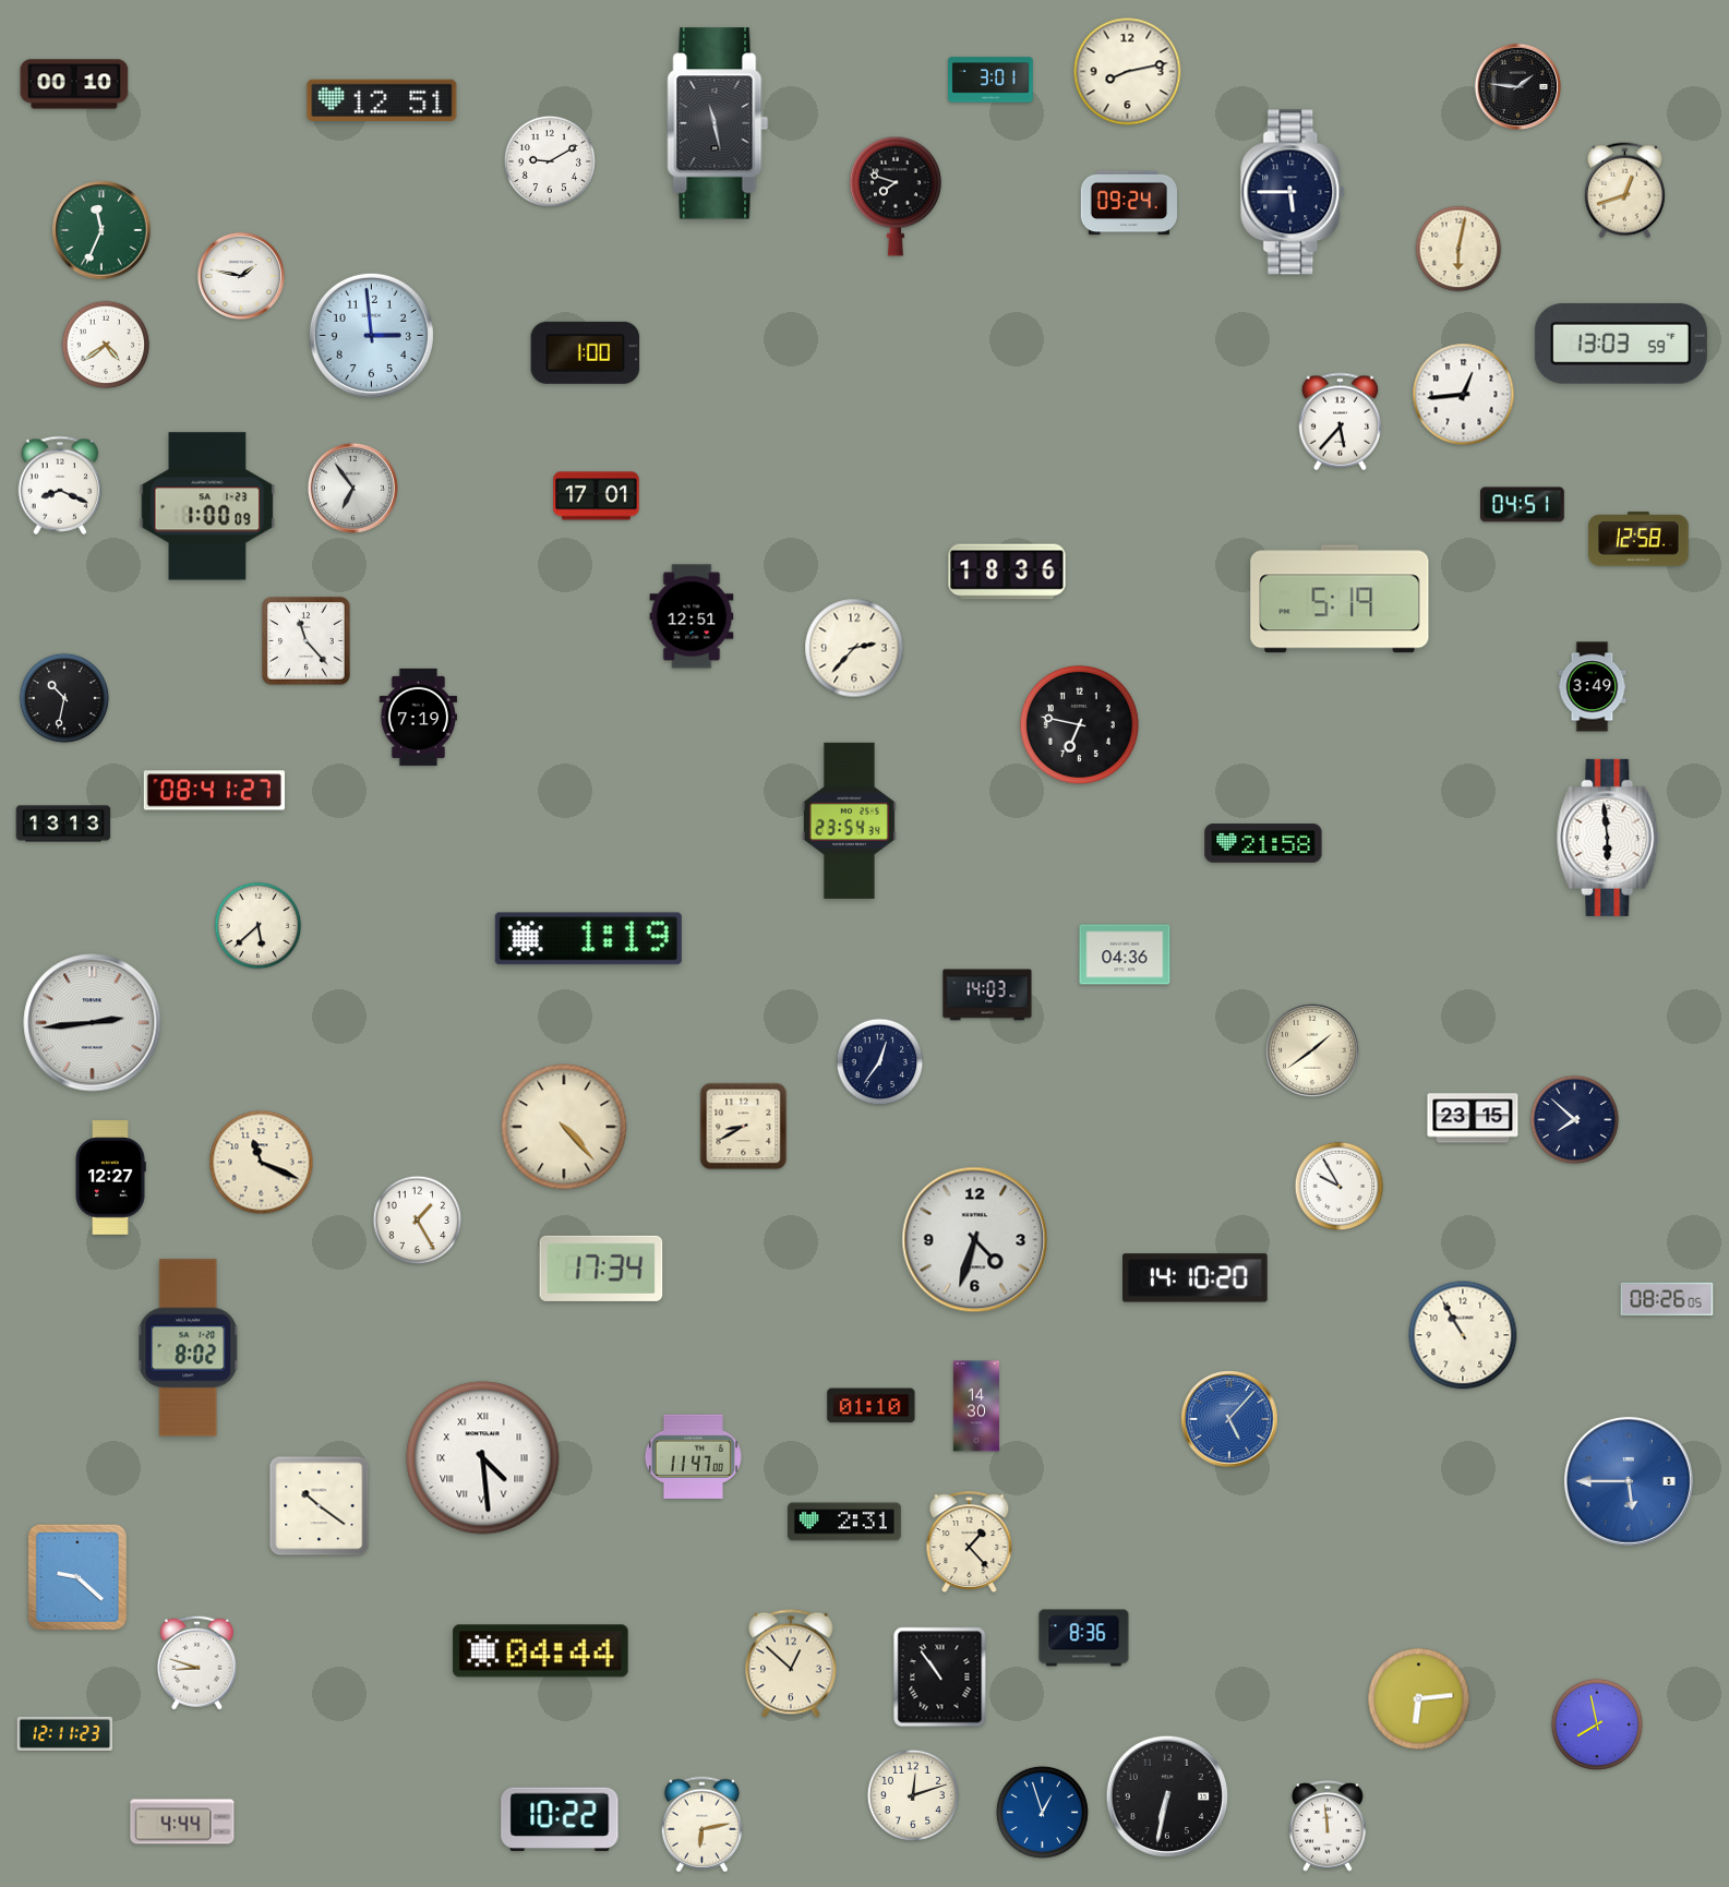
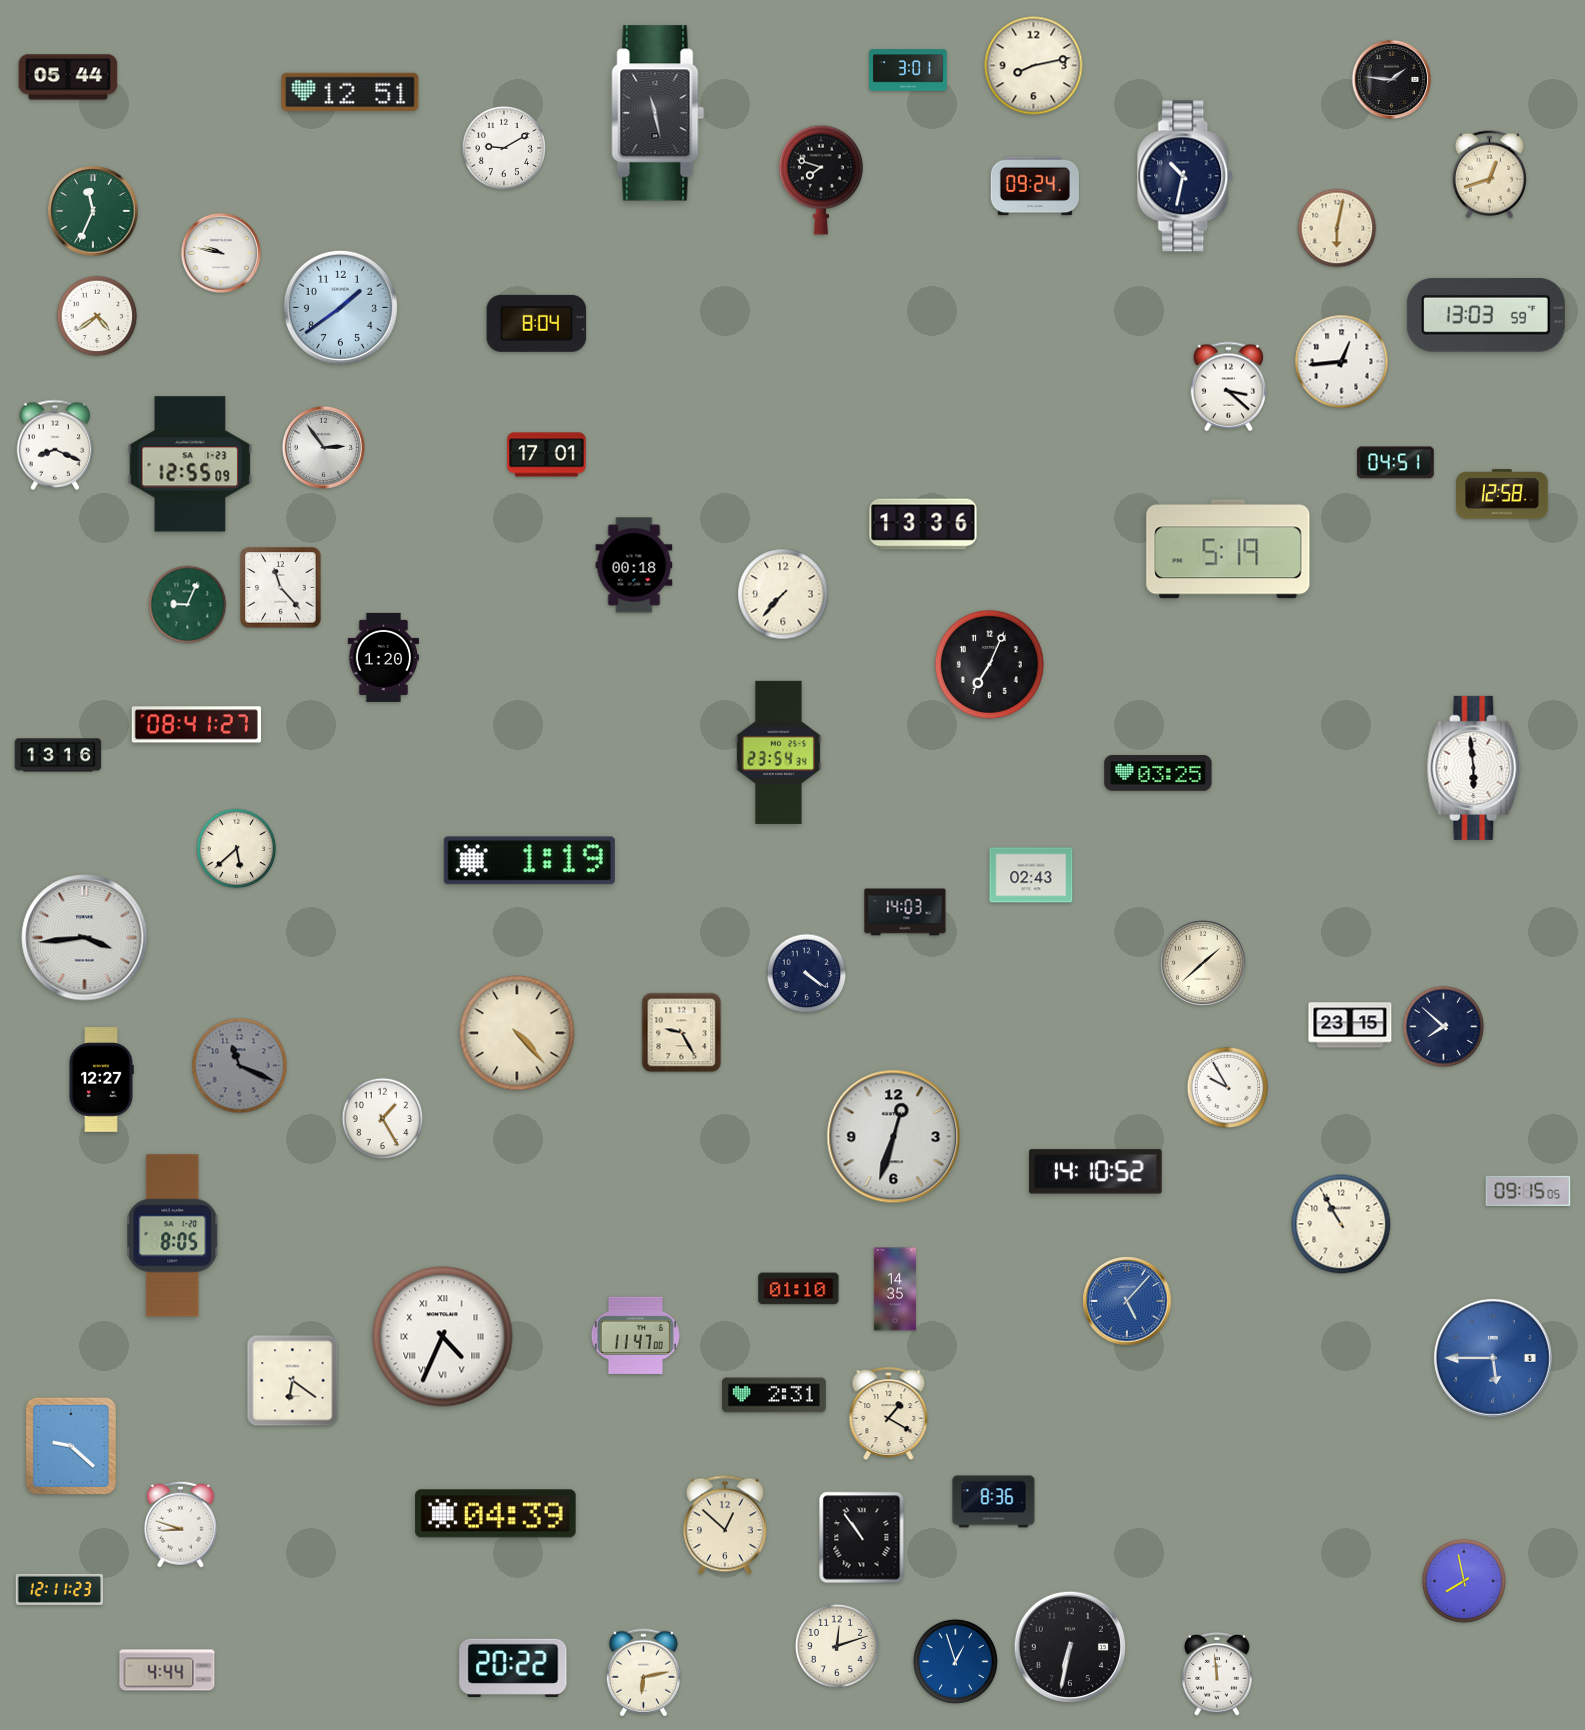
clock at (990, 80) position: (990, 80) -> (908, 70)
clock at (74, 84): 00:10 -> 05:44
clock at (1294, 192): 5:45 -> 10:32
clock at (240, 275): 1:47 -> 9:47
clock at (371, 335): 2:59 -> 1:39
clock at (586, 352): 1:00 -> 8:04
clock at (1341, 422): 5:37 -> 3:22
clock at (352, 488): 6:54 -> 2:54
clock at (207, 506): 1:00 -> 12:55
clock at (1007, 572): 18:36 -> 13:36
clock at (692, 616): 12:51 -> 00:18
clock at (854, 648): 2:37 -> 7:37
clock at (188, 605): none -> 9:04
clock at (1593, 687): 3:49 -> none
clock at (64, 698): 10:32 -> none
clock at (418, 717): 7:19 -> 1:20
clock at (1079, 724): 6:47 -> 7:04
clock at (63, 824): 13:13 -> 13:16
clock at (1263, 843): 21:58 -> 03:25
clock at (588, 939) position: (588, 939) -> (529, 861)
clock at (1125, 954): 04:36 -> 02:43
clock at (93, 1023): 2:44 -> 3:44
clock at (1313, 1051): 1:39 -> 1:38
clock at (880, 1062): 12:36 -> 4:21
clock at (744, 1127): 8:40 -> 9:25
clock at (262, 1163) dial: cream -> grey
clock at (975, 1240): 4:33 -> 12:33
clock at (601, 1269): 17:34 -> none
clock at (1196, 1278): 14:10:20 -> 14:10:52
clock at (1667, 1299): 08:26 -> 09:15
clock at (189, 1348): 8:02 -> 8:05
clock at (976, 1406): 14:30 -> 14:35
clock at (483, 1458): 4:29 -> 4:34
clock at (320, 1506): 10:21 -> 6:21
clock at (970, 1541): 1:23 -> 1:20
clock at (541, 1651): 04:44 -> 04:39
clock at (1419, 1699): 6:14 -> none
clock at (560, 1818): 10:22 -> 20:22
